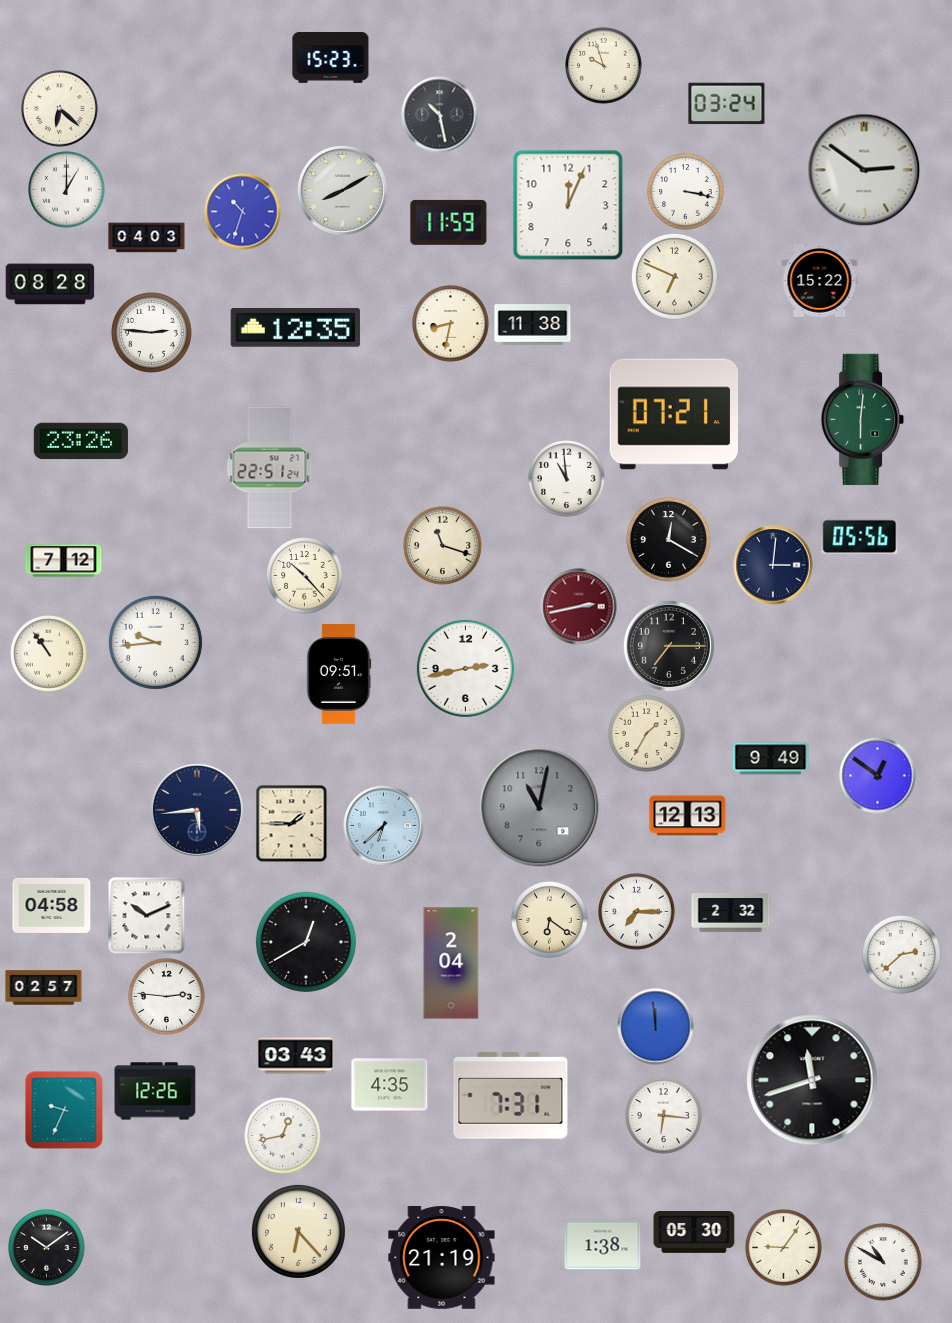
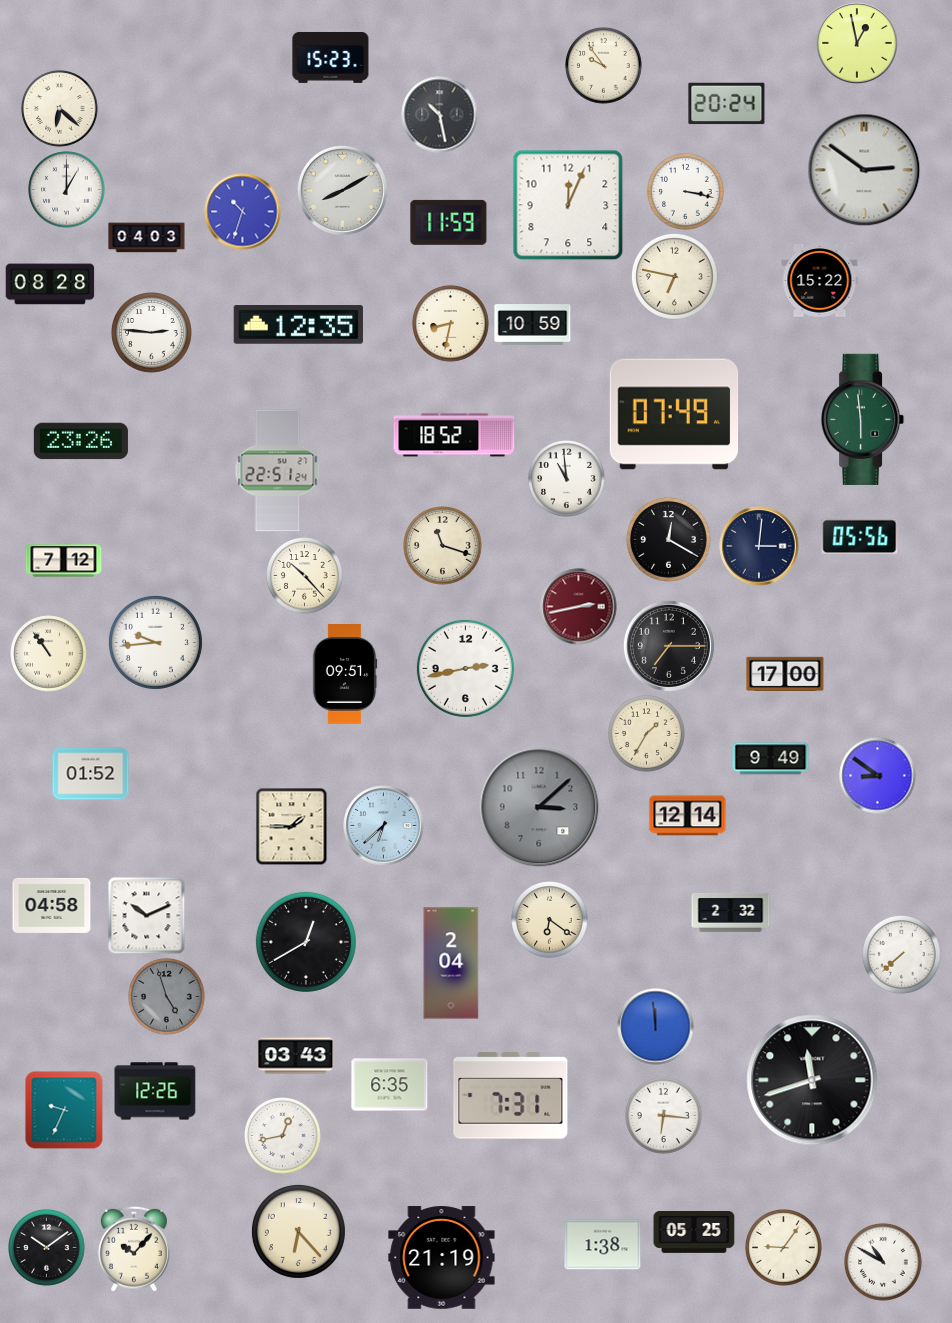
clock at (857, 43): none -> 12:58
clock at (604, 66): 9:57 -> 9:54
clock at (727, 104): 03:24 -> 20:24
clock at (674, 276): 6:49 -> 6:47
clock at (533, 325): 11:38 -> 10:59
clock at (295, 328) position: (295, 328) -> (298, 325)
clock at (674, 414): 07:21 -> 07:49
clock at (863, 419): 6:01 -> 5:59
clock at (454, 435): none -> 18:52
clock at (270, 468) position: (270, 468) -> (278, 471)
clock at (773, 565) position: (773, 565) -> (759, 546)
clock at (785, 673): none -> 17:00
clock at (339, 675) position: (339, 675) -> (345, 675)
clock at (91, 774): none -> 01:52
clock at (878, 776): 12:51 -> 8:51
clock at (539, 807): 11:02 -> 3:08
clock at (197, 810): 5:44 -> none
clock at (688, 816): 12:13 -> 12:14
clock at (292, 823) position: (292, 823) -> (292, 826)
clock at (637, 912): 7:15 -> none
clock at (902, 955): 2:38 -> 7:38
clock at (44, 988): 02:57 -> none
clock at (167, 997): 2:46 -> 4:57
clock at (167, 997) dial: white -> grey
clock at (390, 1085): 4:35 -> 6:35
clock at (694, 1233): 05:30 -> 05:25
clock at (134, 1249): none -> 10:07
